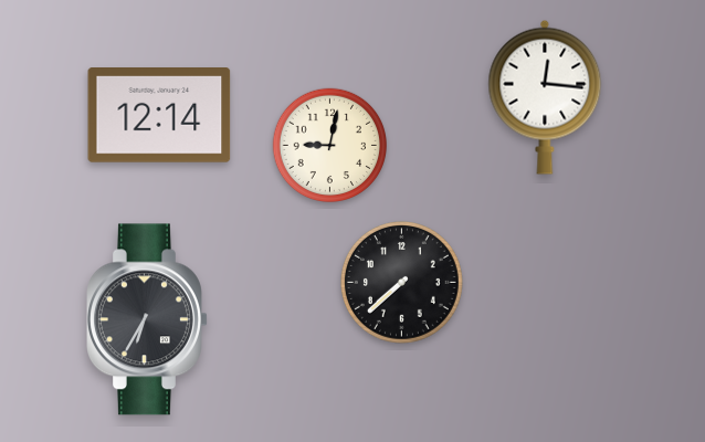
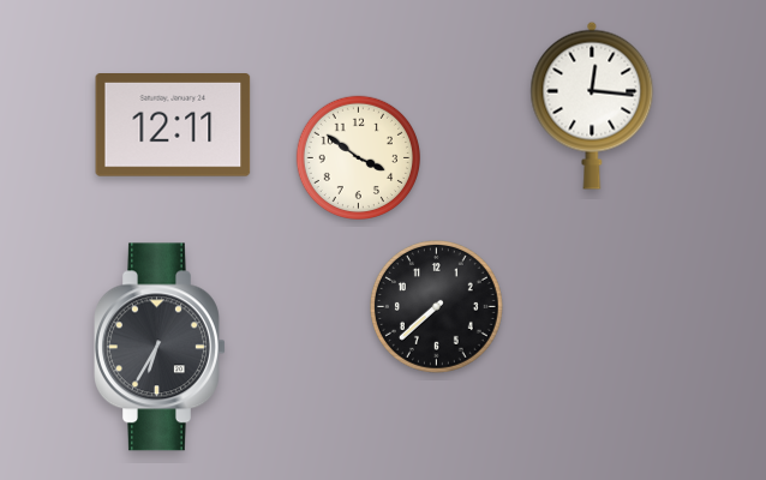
clock at (159, 116): 12:14 -> 12:11
clock at (329, 145): 9:02 -> 3:51
